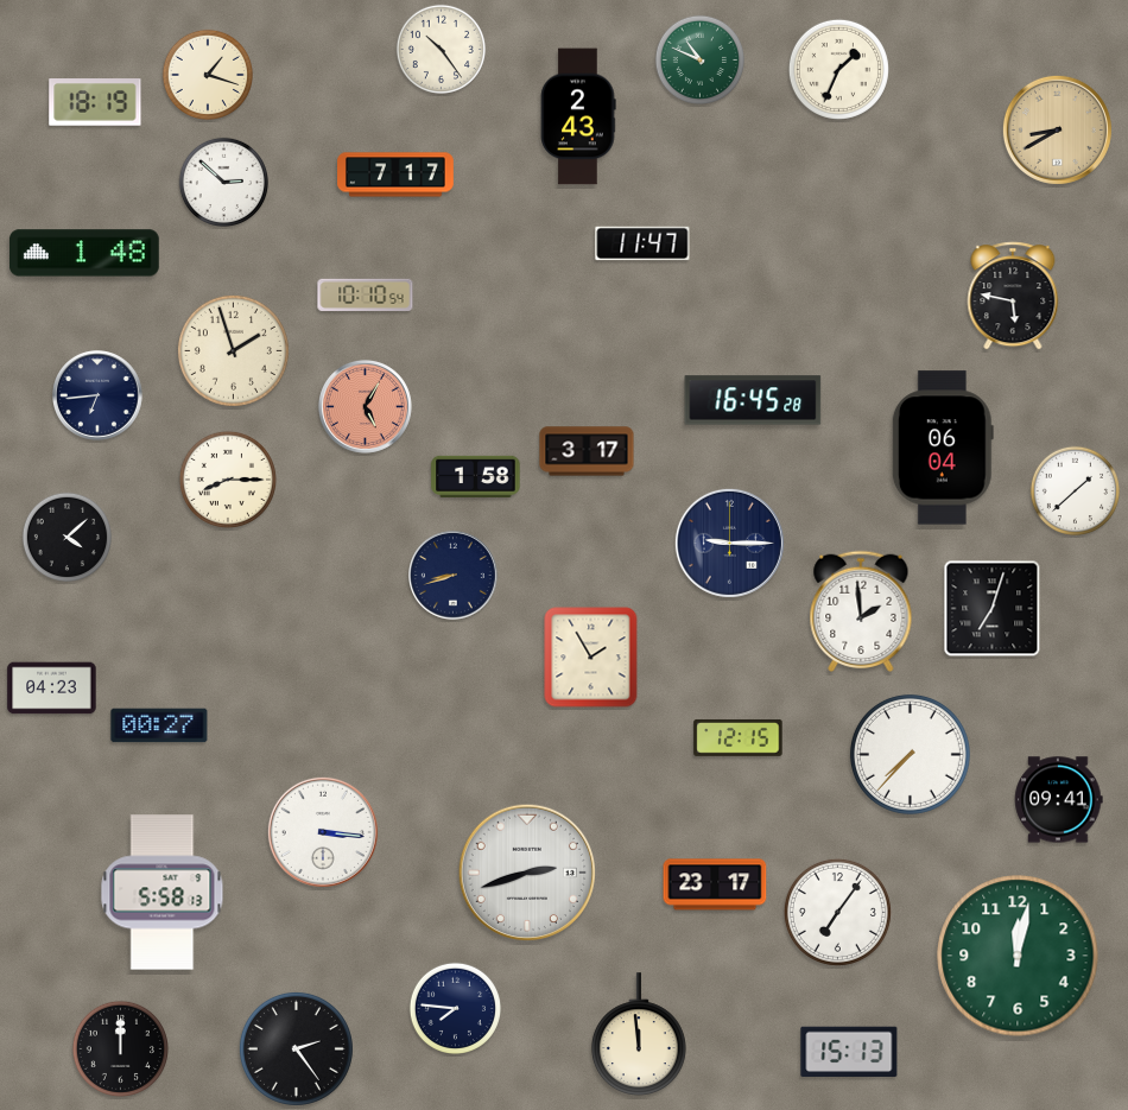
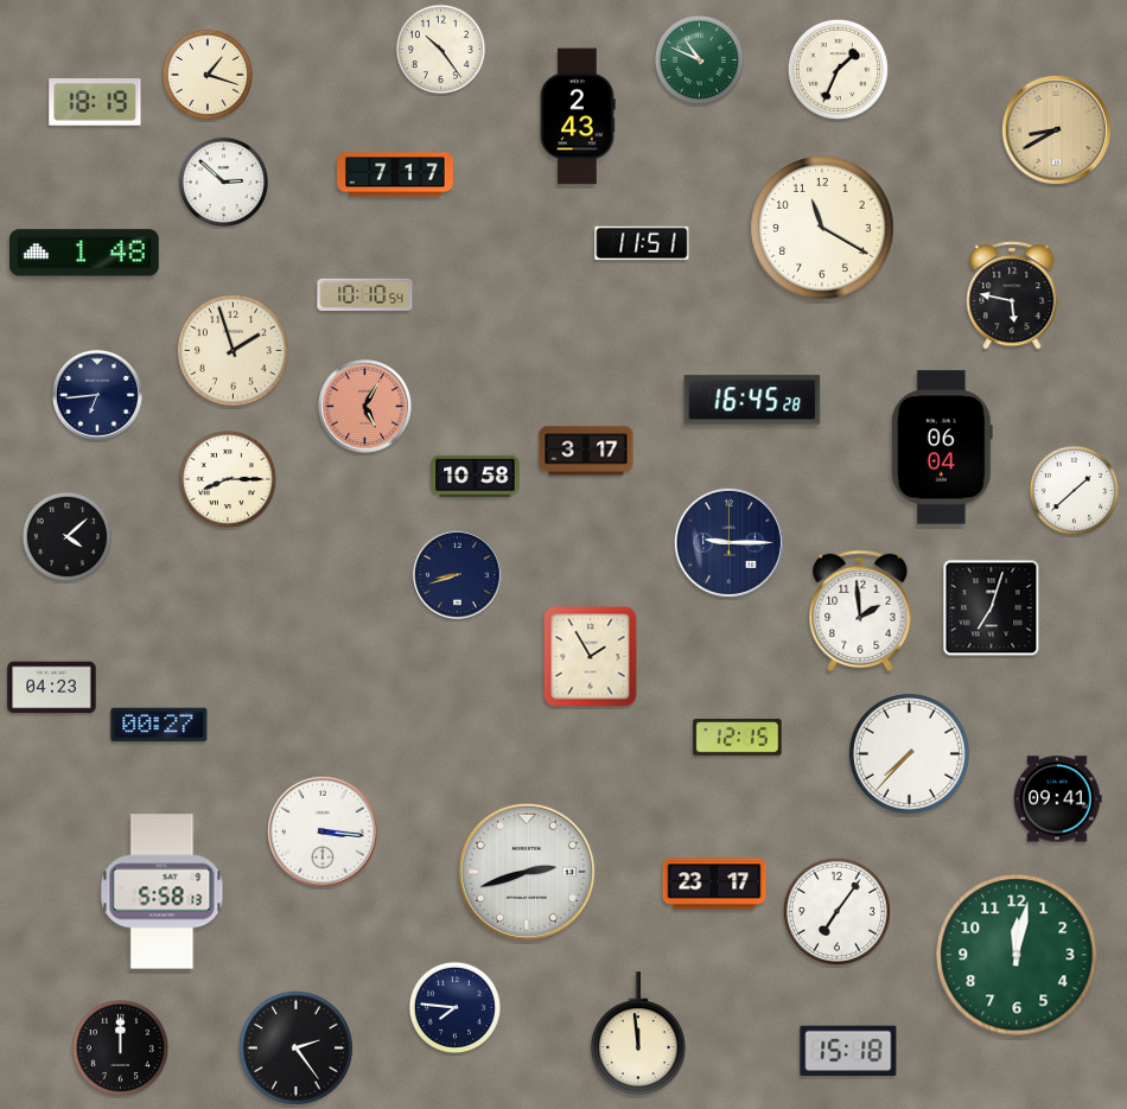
clock at (822, 228): none -> 11:20
clock at (642, 243): 11:47 -> 11:51
clock at (476, 476): 1:58 -> 10:58
clock at (454, 576) position: (454, 576) -> (458, 575)
clock at (849, 1051): 15:13 -> 15:18
